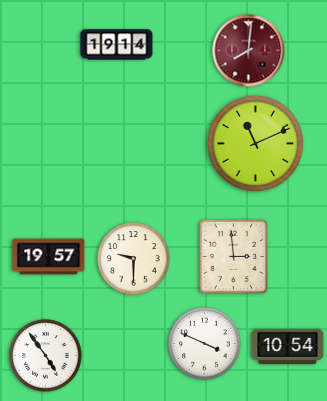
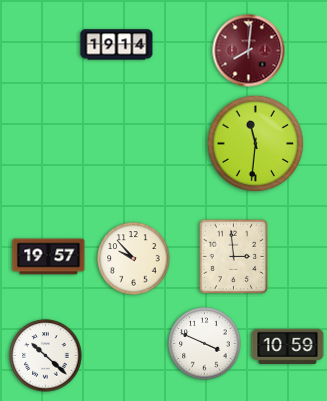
clock at (256, 144): 11:11 -> 11:31
clock at (134, 259): 9:30 -> 9:53
clock at (288, 346): 10:54 -> 10:59
clock at (46, 356): 4:54 -> 10:22
